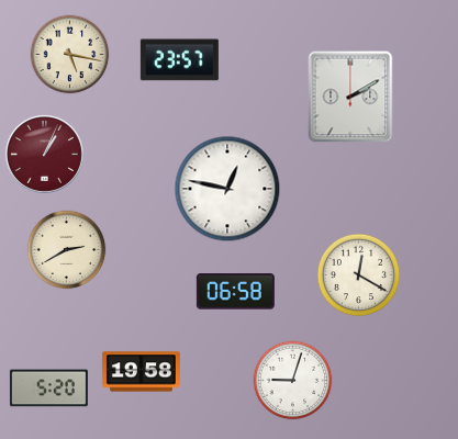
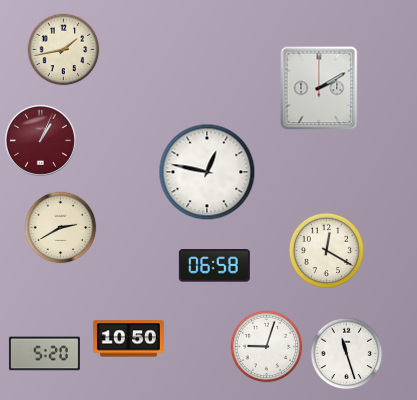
clock at (70, 55): 5:17 -> 1:43
clock at (179, 60): 23:57 -> none
clock at (141, 372): 19:58 -> 10:50
clock at (347, 354): none -> 11:27
